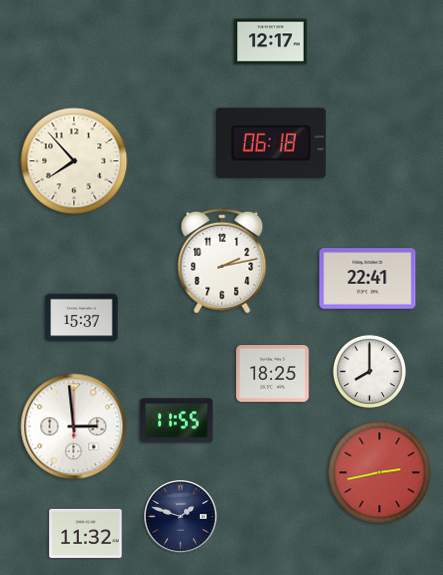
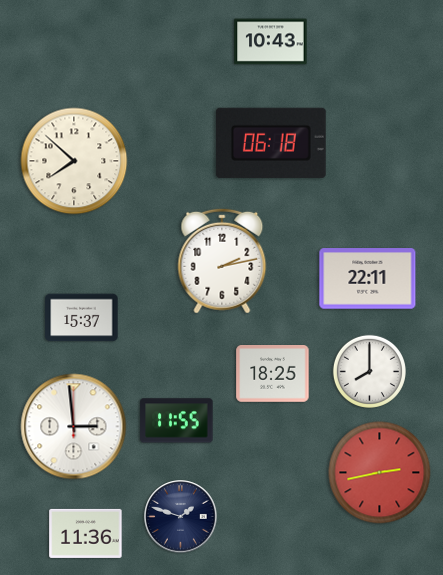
clock at (271, 42): 12:17 -> 10:43
clock at (74, 161): 7:53 -> 7:52
clock at (368, 279): 22:41 -> 22:11
clock at (86, 533): 11:32 -> 11:36
